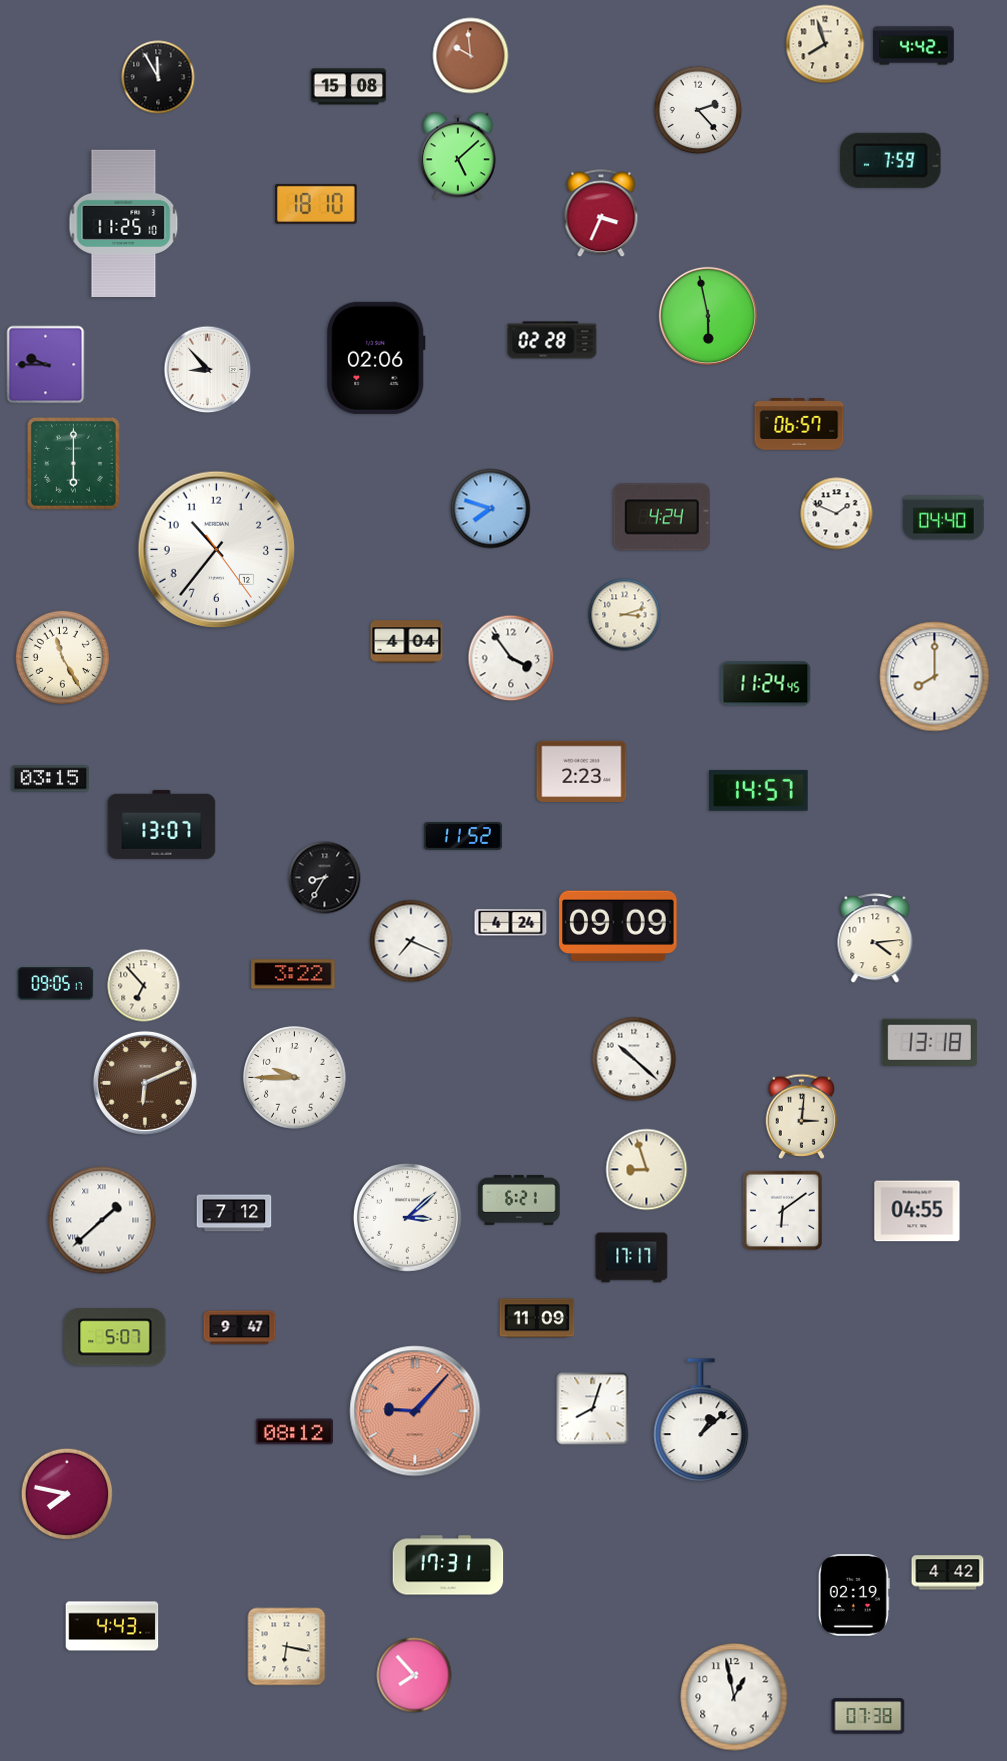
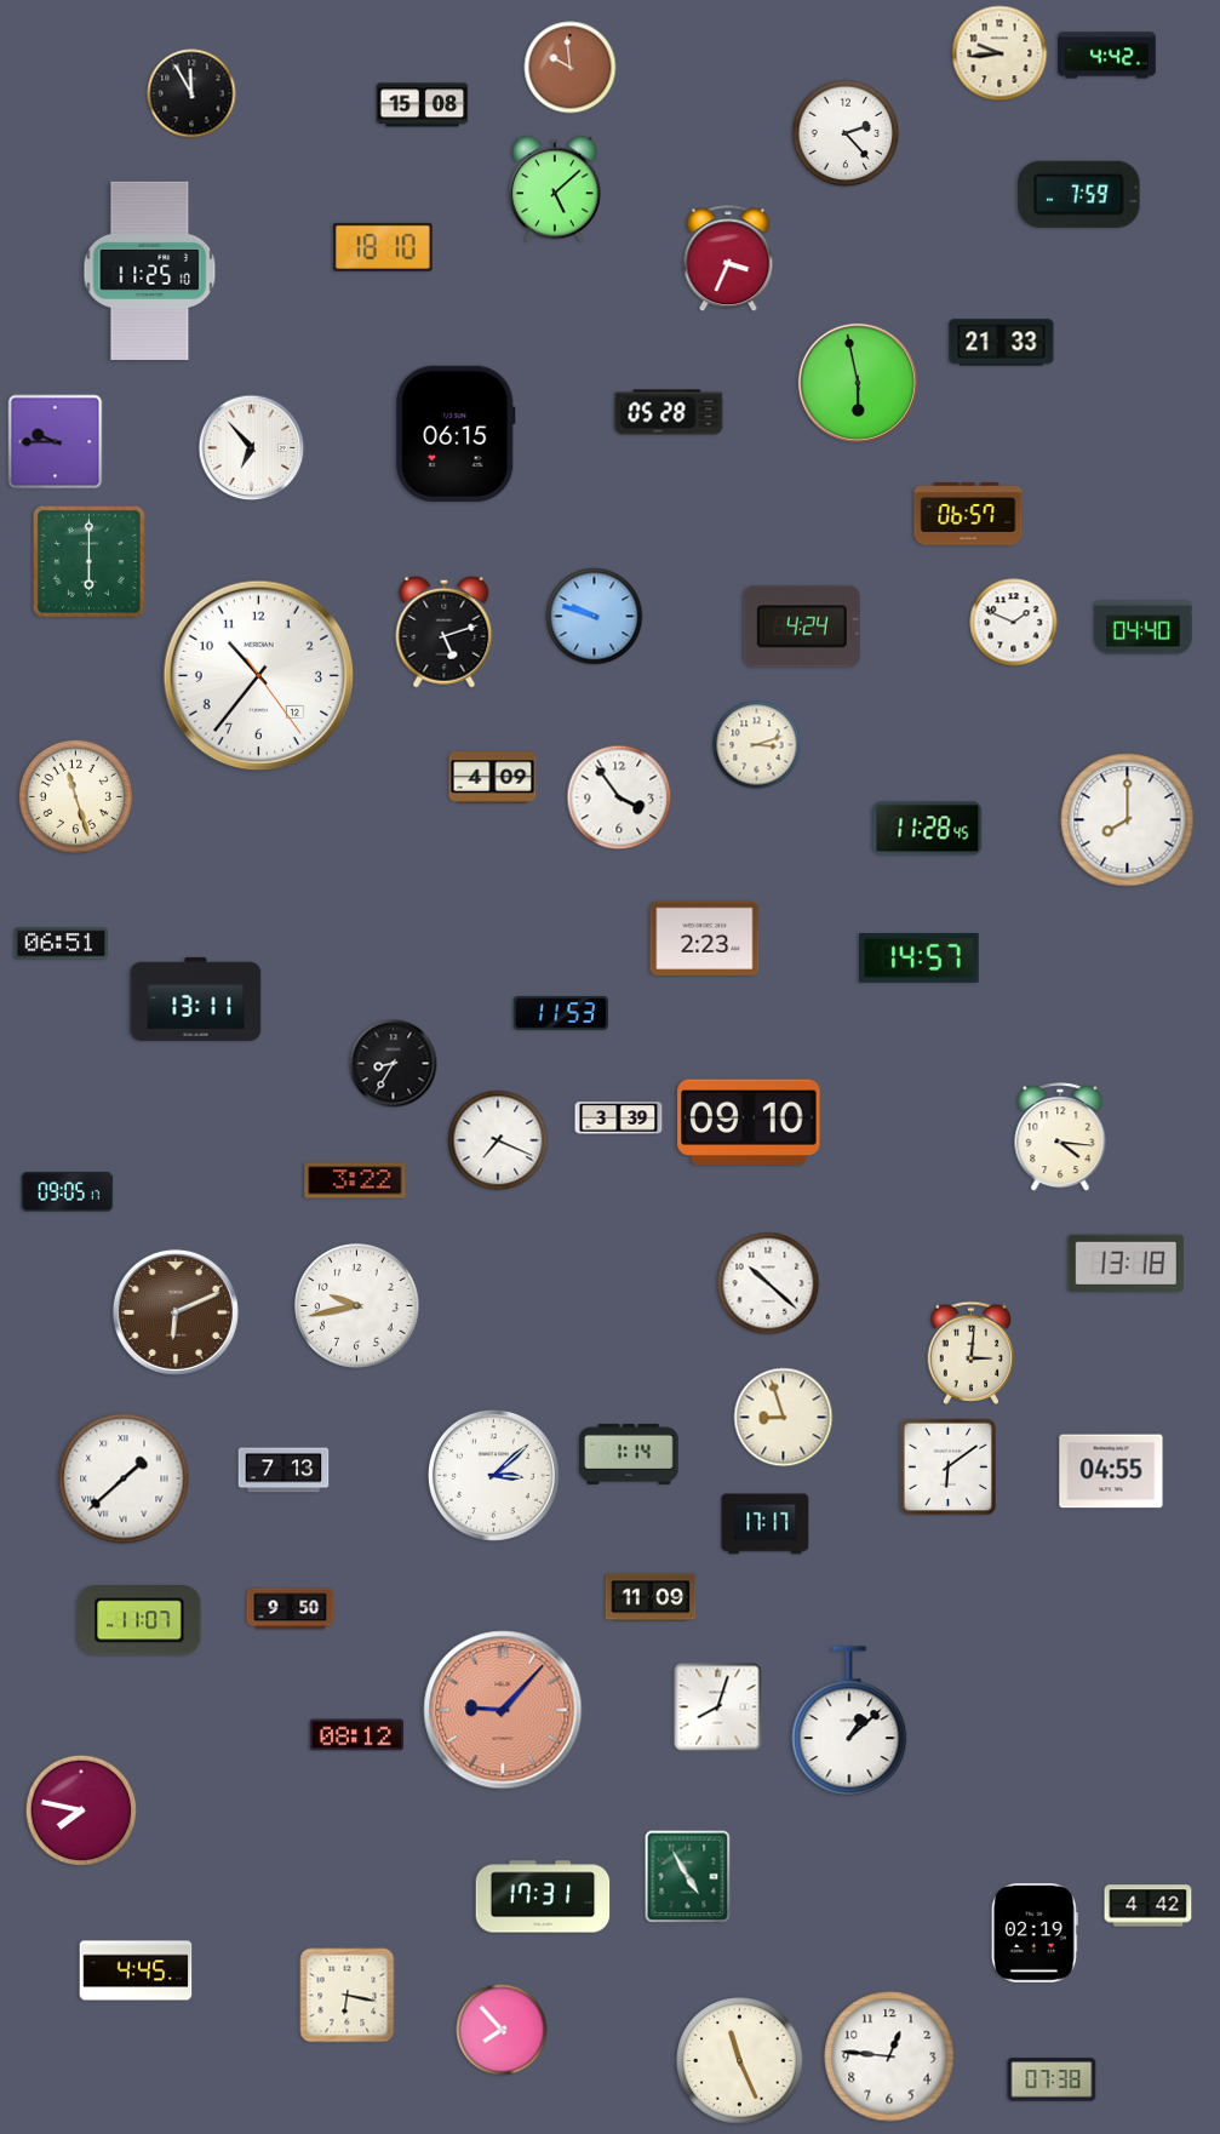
clock at (825, 44): 7:57 -> 9:44
clock at (1002, 343): none -> 21:33
clock at (552, 340): 02:28 -> 05:28
clock at (376, 358): 02:06 -> 06:15
clock at (208, 370): 8:53 -> 6:53
clock at (491, 509): 7:48 -> 9:48
clock at (445, 631): none -> 5:12
clock at (217, 550) position: (217, 550) -> (259, 676)
clock at (407, 642): 4:04 -> 4:09
clock at (62, 657): 11:25 -> 11:27
clock at (935, 677) position: (935, 677) -> (1128, 820)
clock at (766, 684): 11:24 -> 11:28
clock at (582, 771) position: (582, 771) -> (705, 938)
clock at (50, 779): 03:15 -> 06:51
clock at (162, 824): 13:07 -> 13:11
clock at (463, 836): 11:52 -> 11:53
clock at (511, 923): 4:24 -> 3:39
clock at (618, 926): 09:09 -> 09:10
clock at (875, 939): 4:14 -> 4:16
clock at (144, 986): 6:53 -> none
clock at (295, 1078): 9:45 -> 9:43
clock at (519, 1200): 6:21 -> 1:14
clock at (917, 1211) position: (917, 1211) -> (1111, 1471)
clock at (234, 1213): 7:12 -> 7:13
clock at (240, 1328): 9:47 -> 9:50
clock at (115, 1337): 5:07 -> 11:07
clock at (688, 1877): none -> 4:55
clock at (112, 1626): 4:43 -> 4:45
clock at (734, 1697): 12:58 -> 12:46
clock at (740, 2061): none -> 11:26
